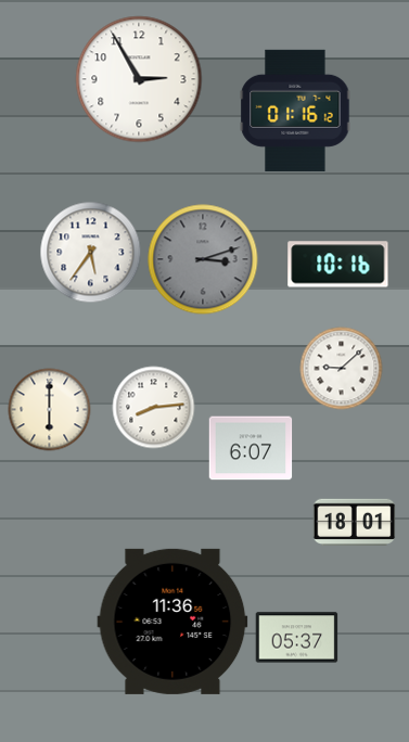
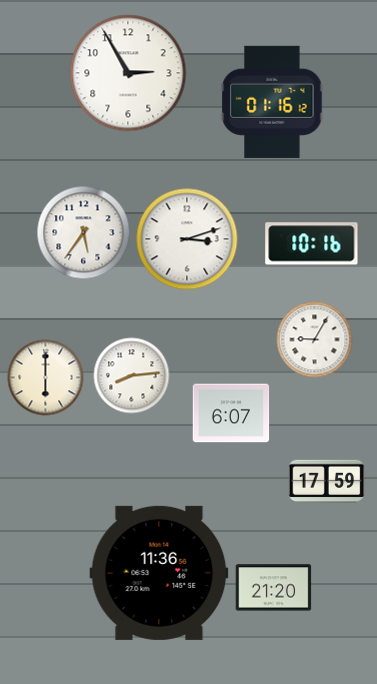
clock at (203, 259) dial: grey -> white
clock at (342, 369): 9:08 -> 9:05
clock at (154, 408) position: (154, 408) -> (132, 376)
clock at (355, 523): 18:01 -> 17:59
clock at (297, 638): 05:37 -> 21:20
